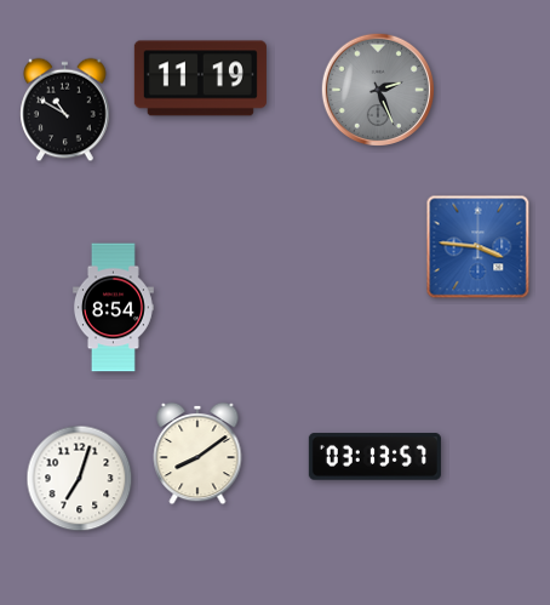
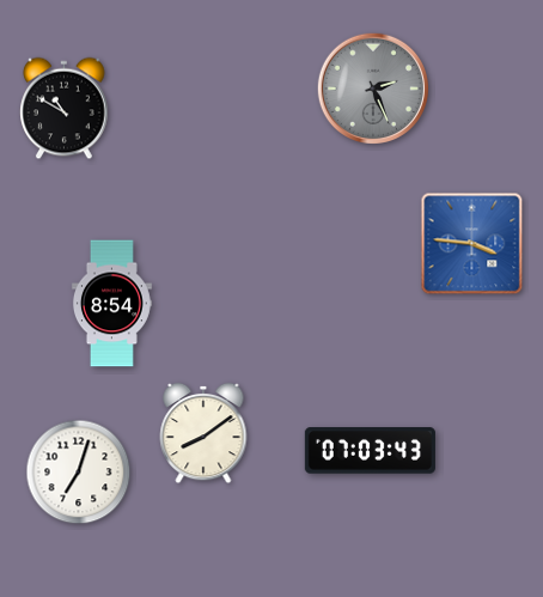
clock at (200, 79): 11:19 -> none
clock at (197, 453) position: (197, 453) -> (203, 433)
clock at (374, 457): 03:13 -> 07:03
